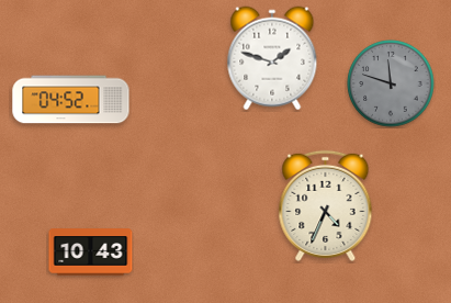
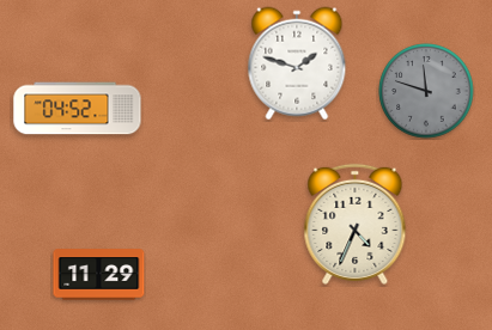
clock at (91, 252): 10:43 -> 11:29
